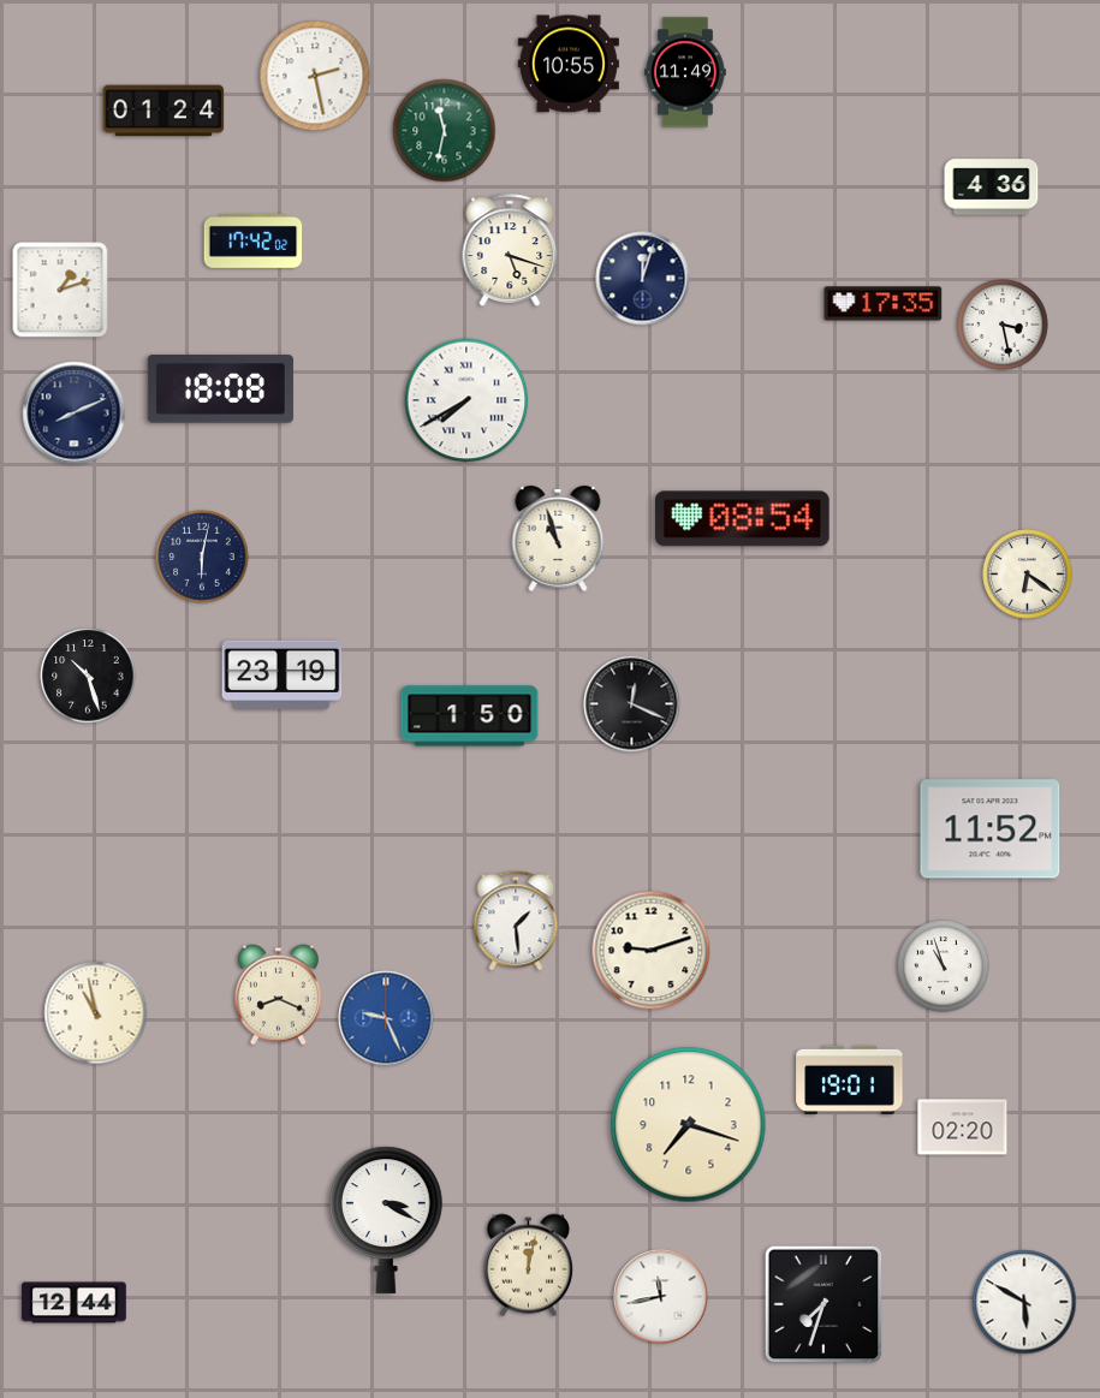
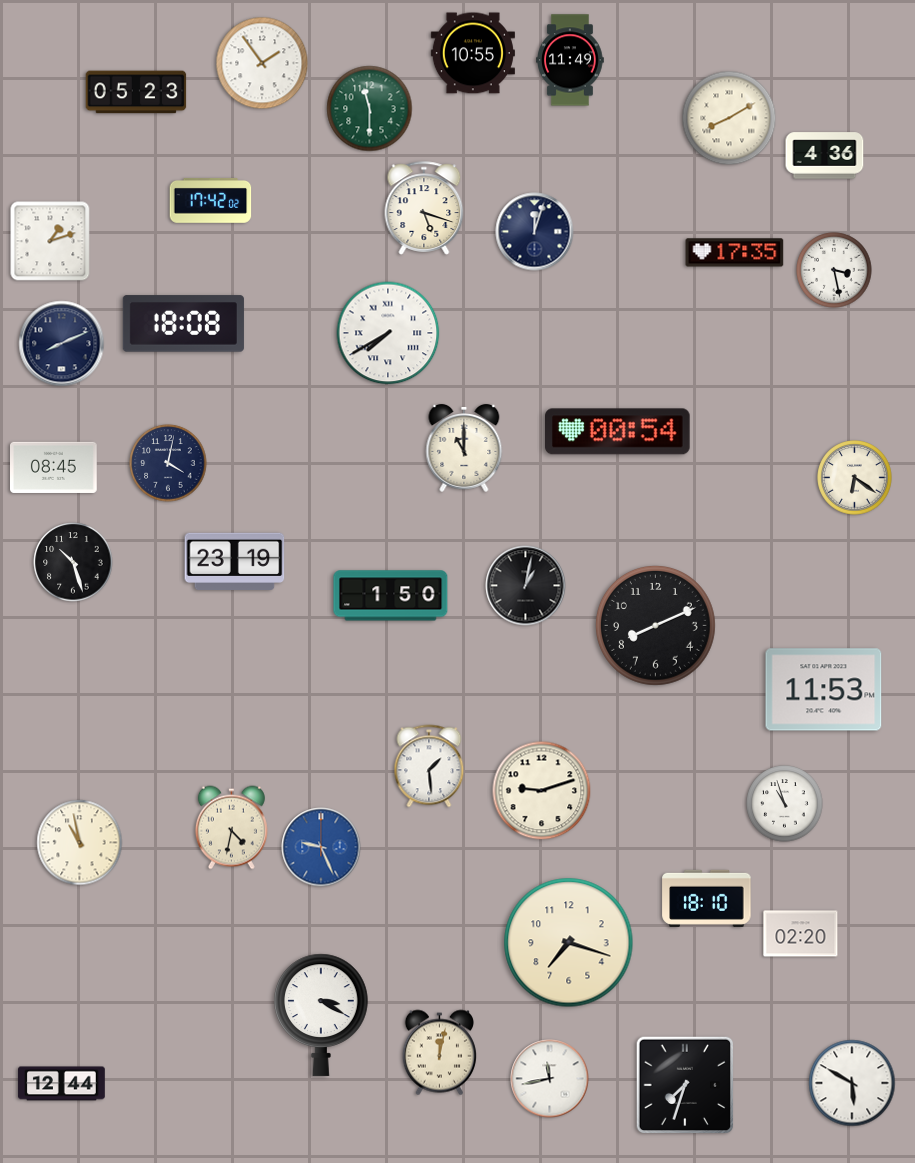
clock at (315, 76): 2:28 -> 1:54
clock at (163, 111): 01:24 -> 05:23
clock at (445, 131): 11:32 -> 11:30
clock at (729, 118): none -> 8:10
clock at (743, 519): 08:54 -> 00:54
clock at (558, 539): 10:57 -> 11:00
clock at (202, 557): 6:02 -> 4:02
clock at (54, 467): none -> 08:45
clock at (632, 704): 12:19 -> 1:02
clock at (656, 626): none -> 8:11
clock at (991, 829): 11:52 -> 11:53
clock at (278, 995): 8:19 -> 4:32
clock at (850, 1079): 19:01 -> 18:10
clock at (689, 1125) position: (689, 1125) -> (569, 943)
clock at (963, 1128) position: (963, 1128) -> (801, 934)
